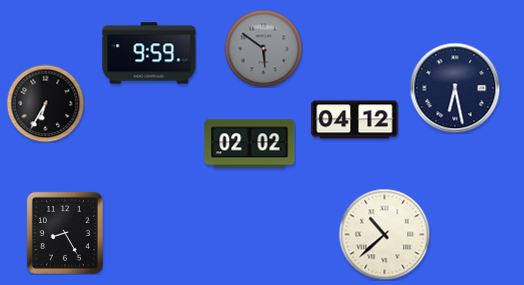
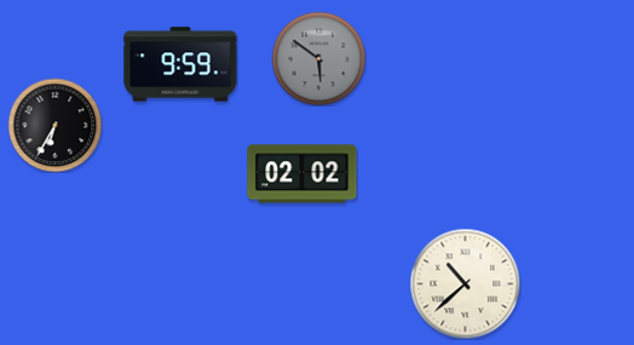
clock at (455, 88): 6:28 -> none
clock at (355, 120): 04:12 -> none
clock at (65, 233): 8:25 -> none
